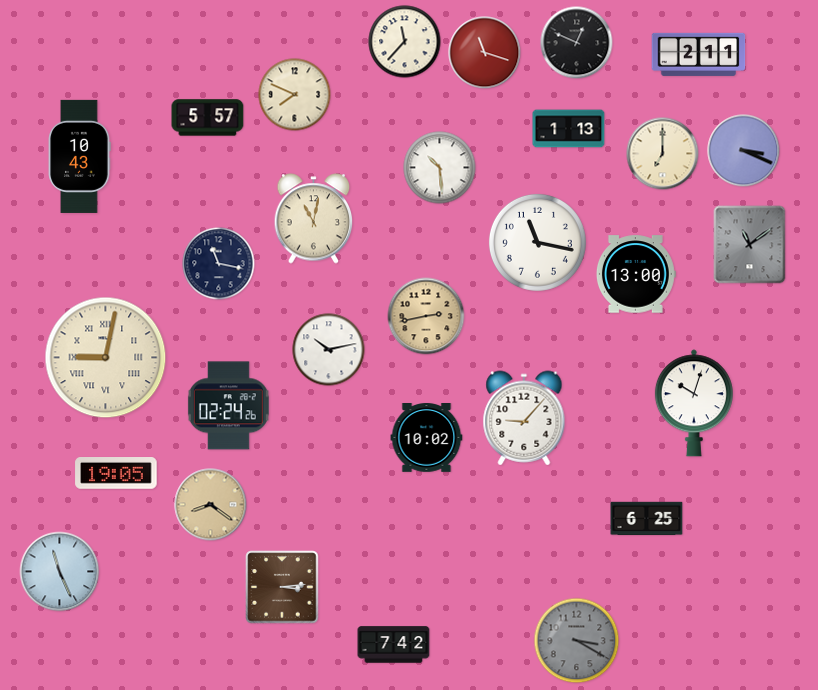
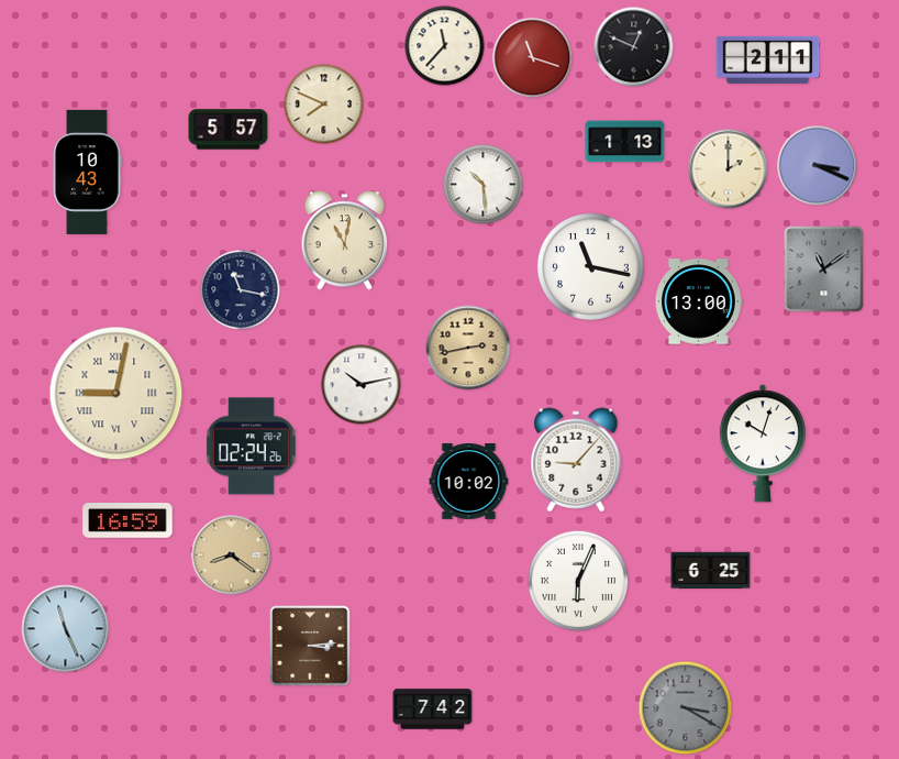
clock at (663, 154): 7:00 -> 2:00
clock at (116, 474): 19:05 -> 16:59
clock at (578, 581): none -> 6:04
clock at (577, 641) position: (577, 641) -> (686, 708)
